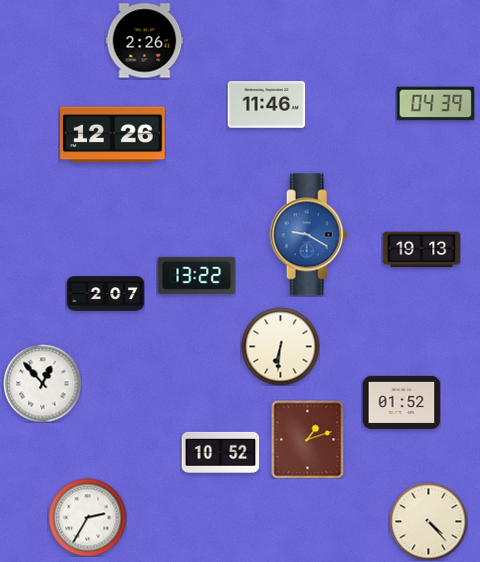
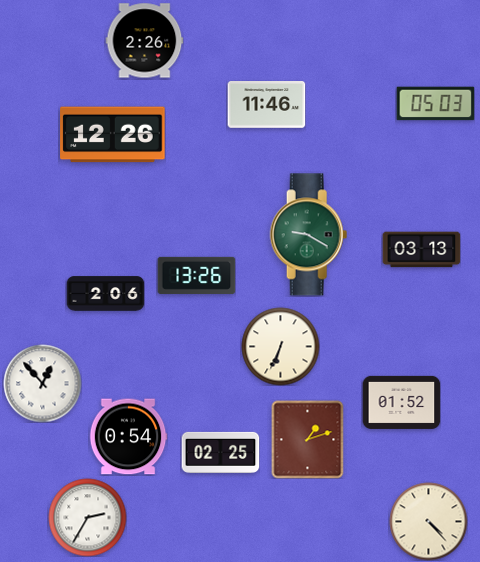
clock at (435, 104): 04:39 -> 05:03
clock at (309, 235) dial: blue -> green
clock at (421, 250): 19:13 -> 03:13
clock at (196, 275): 13:22 -> 13:26
clock at (105, 294): 2:07 -> 2:06
clock at (280, 346): 6:31 -> 6:34
clock at (128, 437): none -> 0:54
clock at (220, 452): 10:52 -> 02:25
